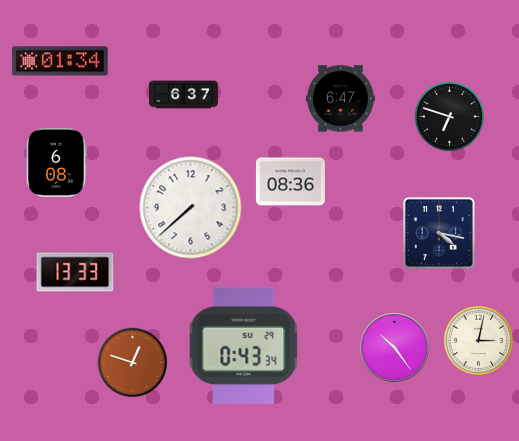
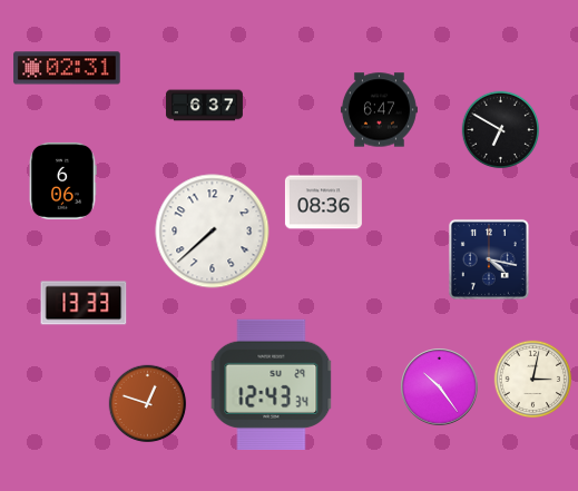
clock at (60, 61): 01:34 -> 02:31
clock at (450, 117): 6:48 -> 6:50
clock at (56, 162): 6:08 -> 6:06
clock at (244, 345): 0:43 -> 12:43
